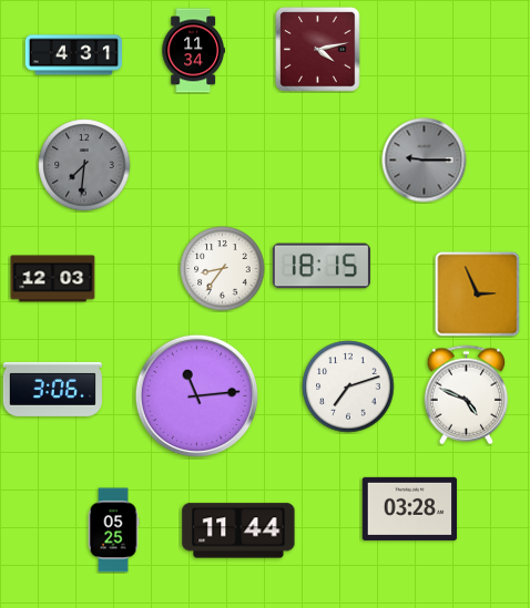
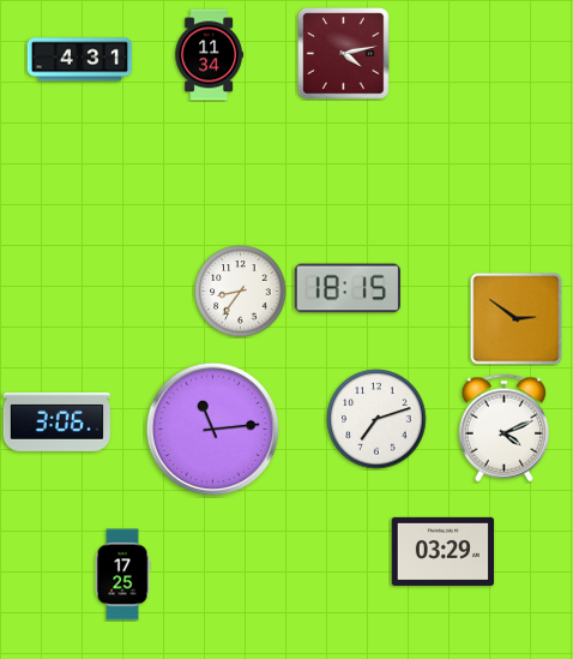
clock at (425, 161): 9:15 -> none
clock at (84, 165): 7:31 -> none
clock at (53, 279): 12:03 -> none
clock at (478, 295): 2:56 -> 2:51
clock at (467, 395): 4:49 -> 4:11
clock at (410, 508): 03:28 -> 03:29
clock at (113, 530): 05:25 -> 17:25
clock at (238, 530): 11:44 -> none
